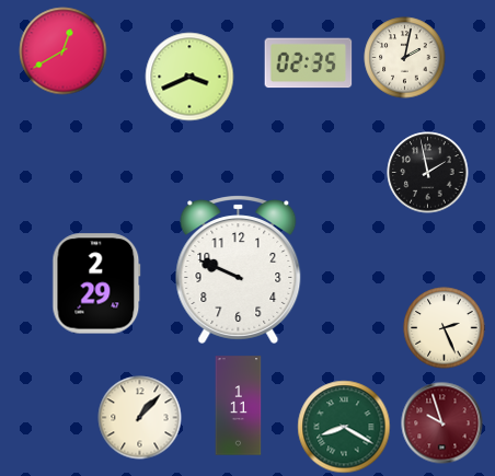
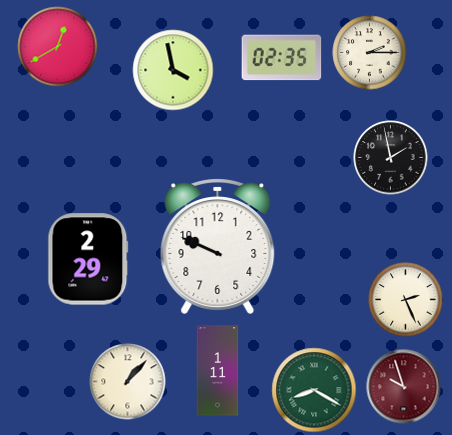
clock at (405, 58): 2:02 -> 2:15
clock at (189, 77): 3:41 -> 3:58
